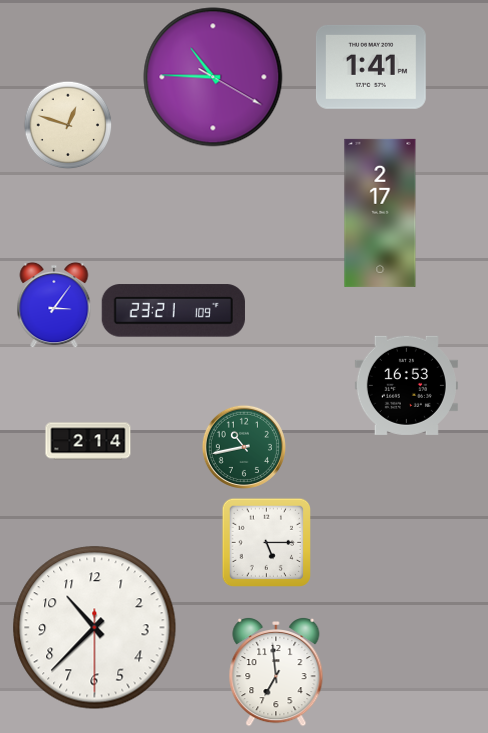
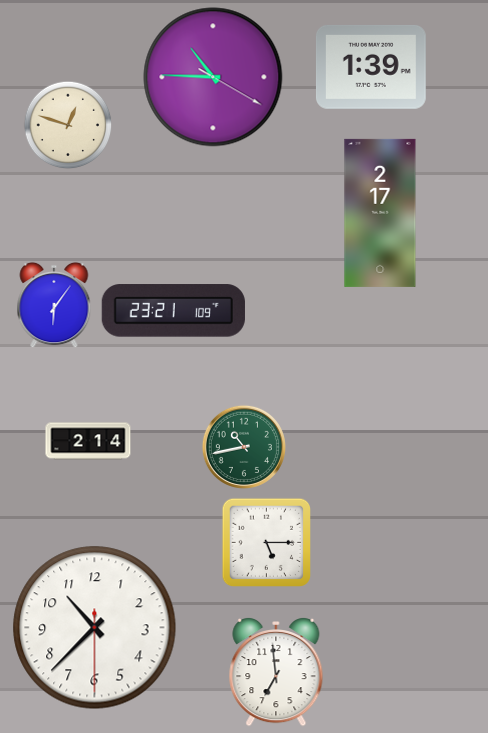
clock at (371, 67): 1:41 -> 1:39
clock at (54, 305): 3:06 -> 6:06
clock at (406, 385): 16:53 -> none
